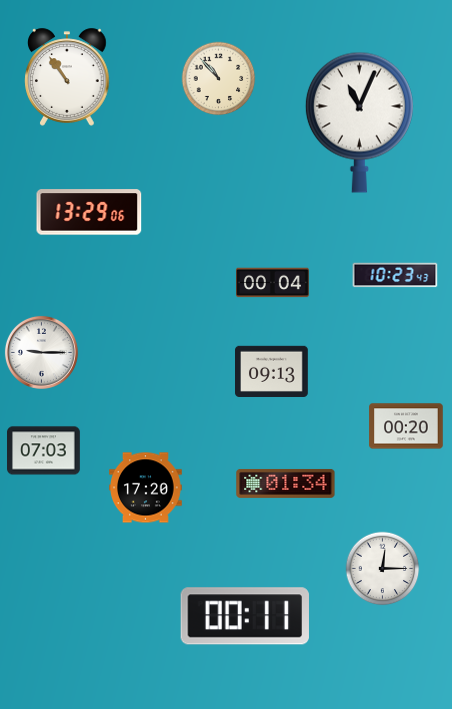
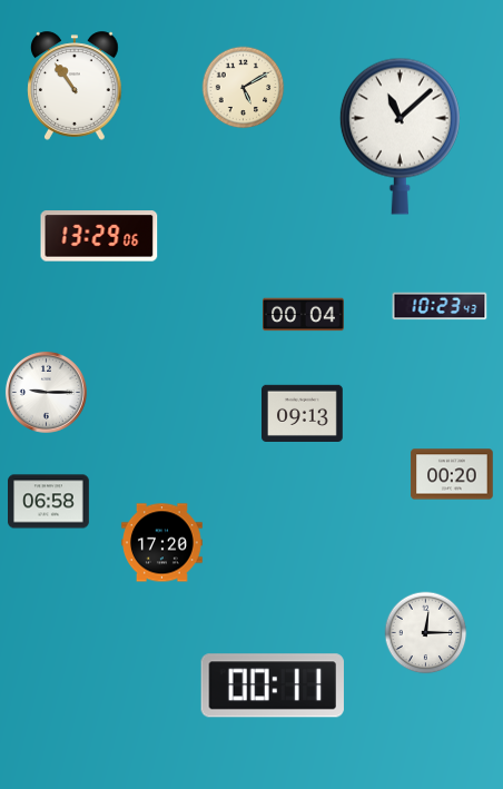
clock at (219, 79): 10:53 -> 5:10
clock at (359, 122): 11:04 -> 11:08
clock at (44, 451): 07:03 -> 06:58
clock at (286, 483): 01:34 -> none
